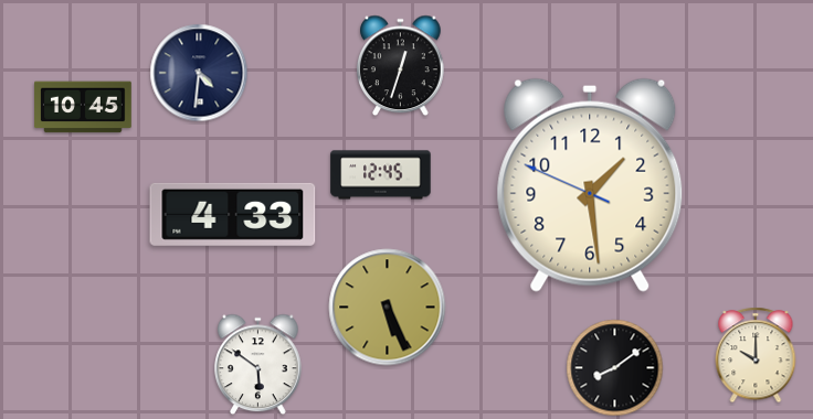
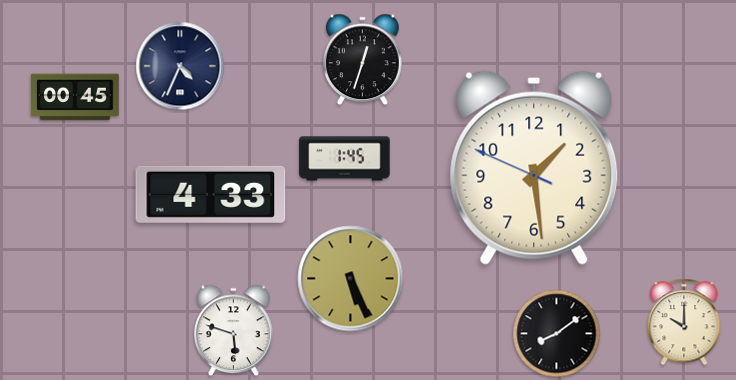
clock at (199, 73): 4:31 -> 4:34
clock at (83, 107): 10:45 -> 00:45
clock at (381, 175): 12:45 -> 1:45
clock at (258, 365): 5:51 -> 5:48
